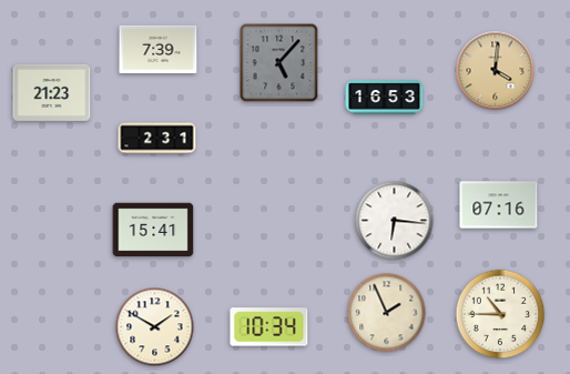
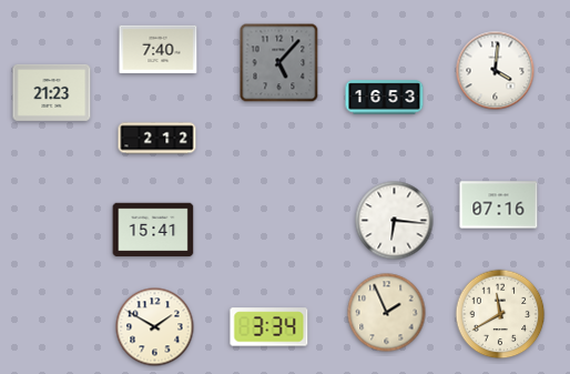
clock at (159, 49): 7:39 -> 7:40
clock at (496, 71) dial: champagne -> white
clock at (157, 139): 2:31 -> 2:12
clock at (500, 314): 10:45 -> 11:40
clock at (269, 327): 10:34 -> 3:34
